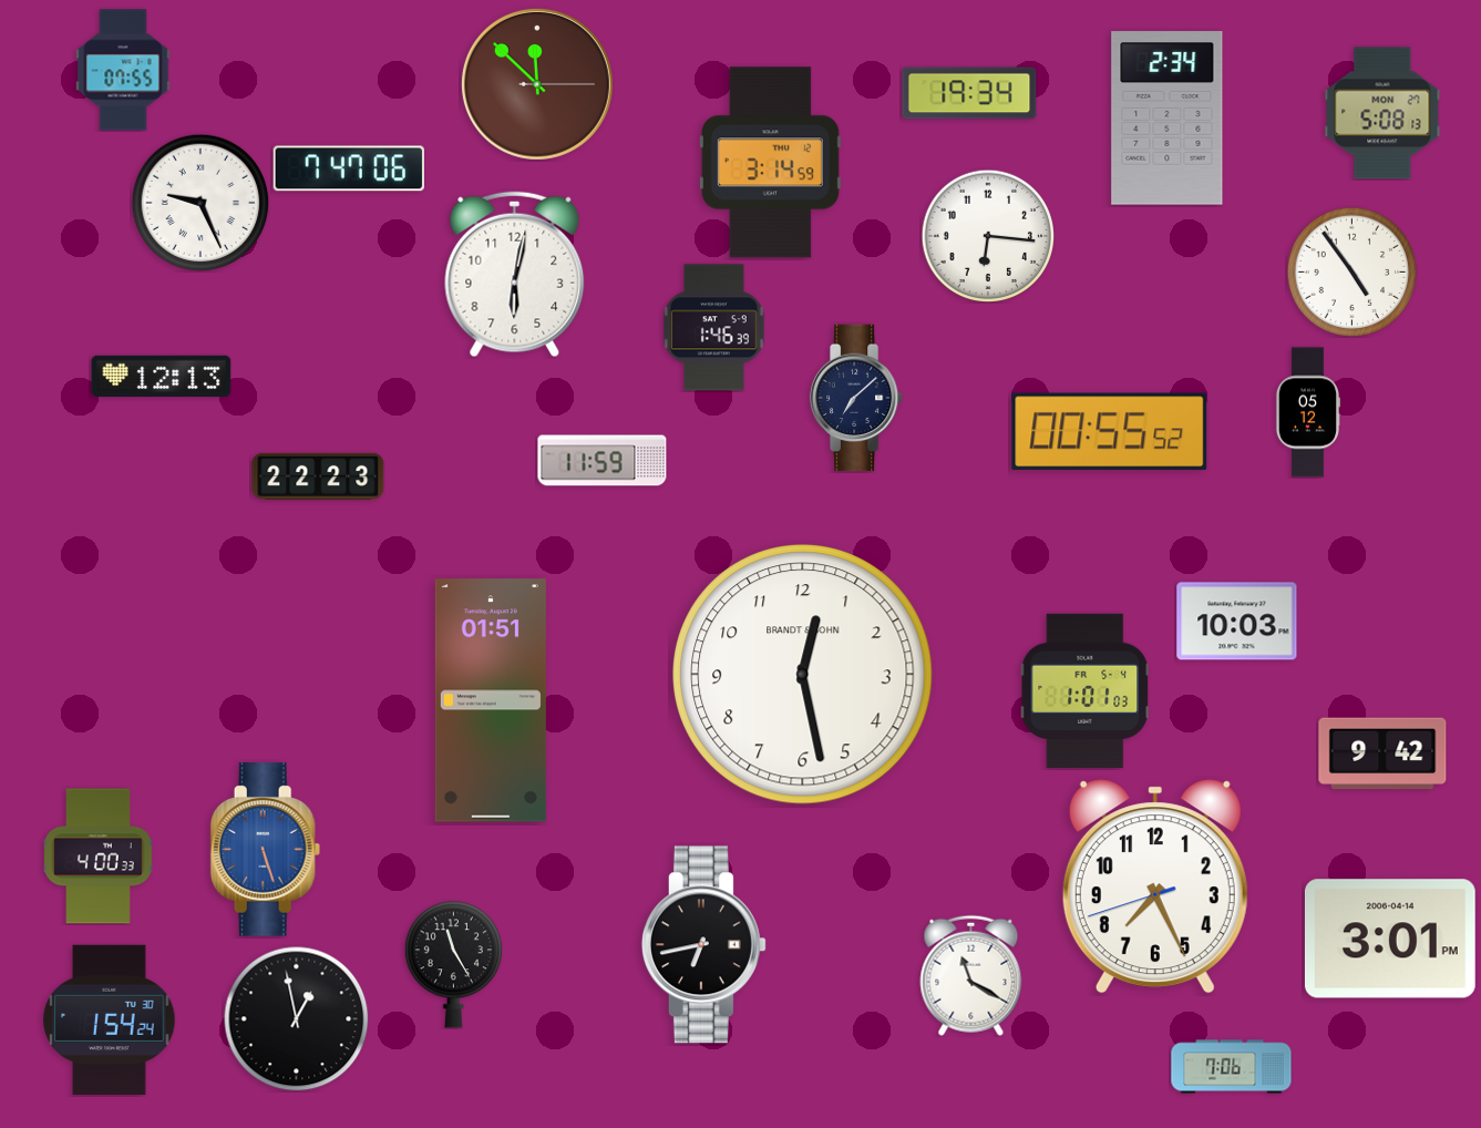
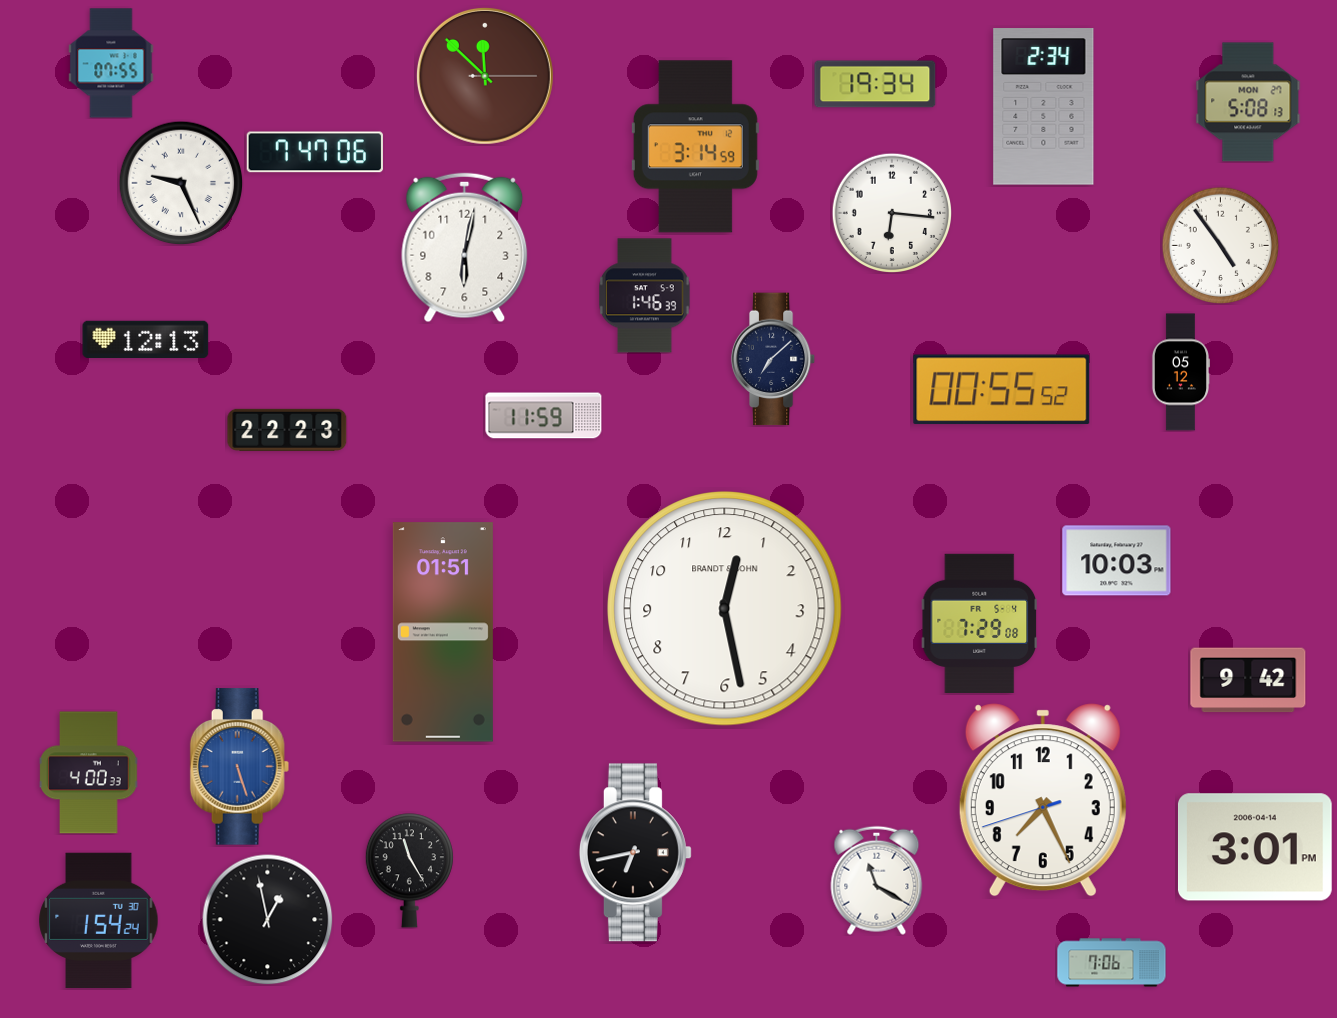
clock at (1168, 119) position: (1168, 119) -> (1044, 107)
clock at (1084, 690): 1:01 -> 7:29
